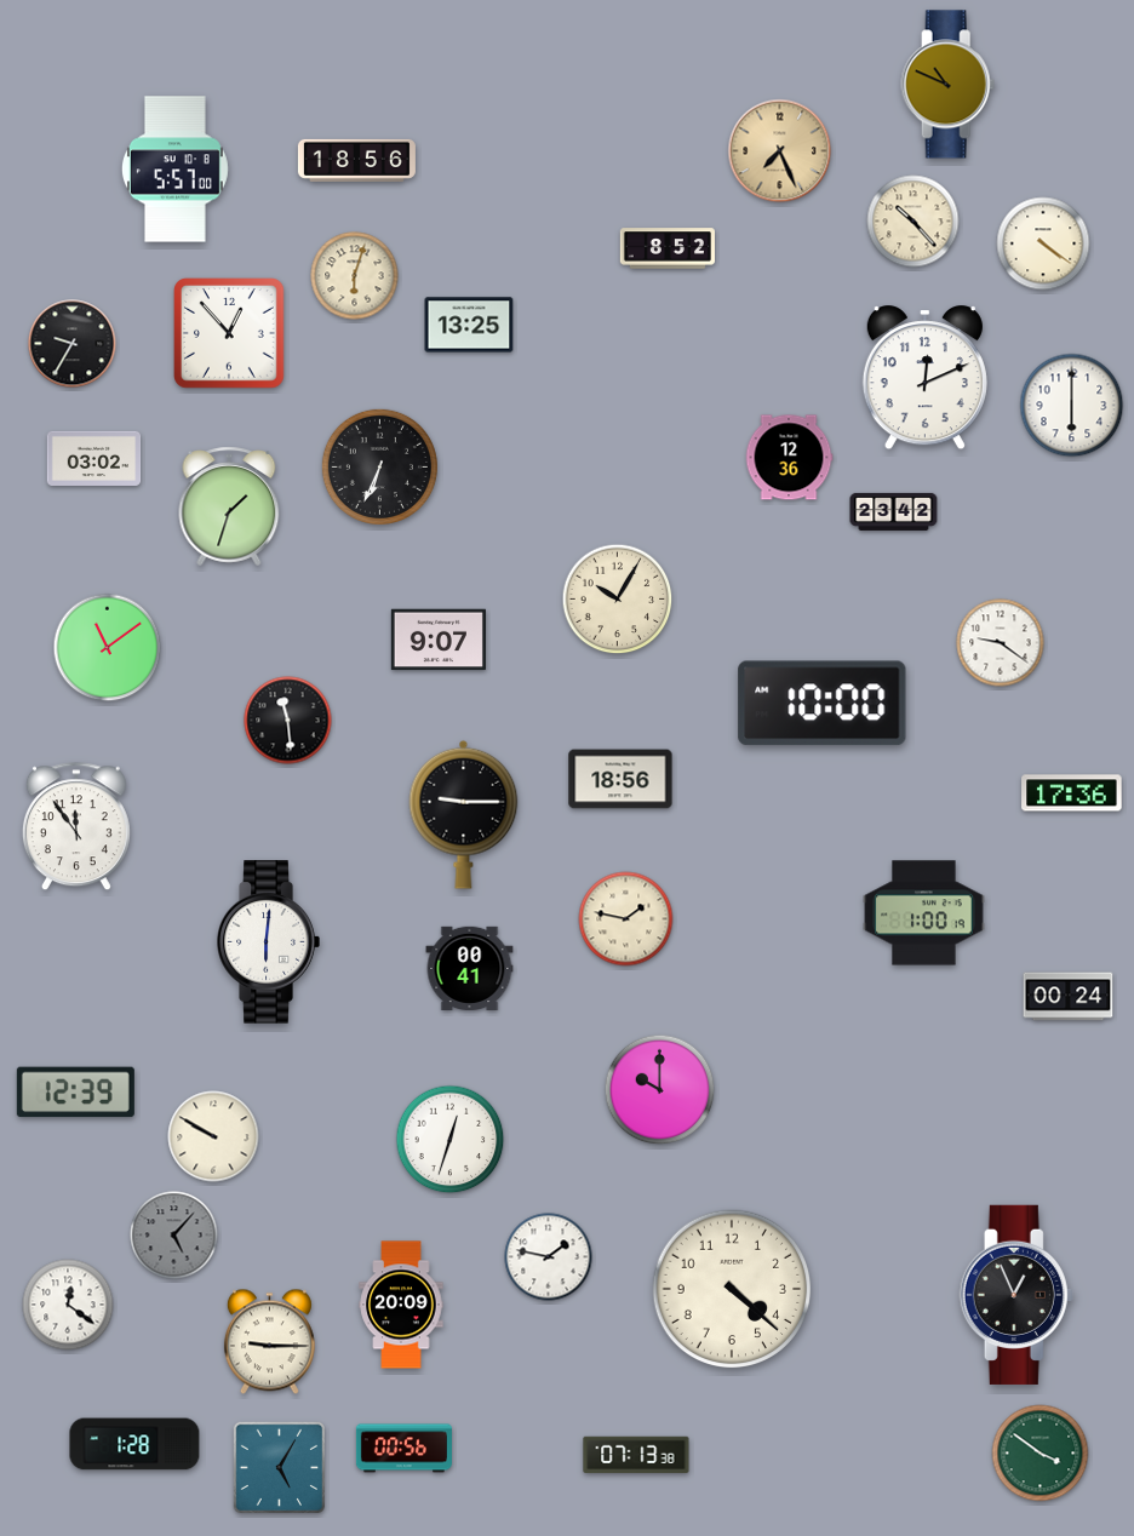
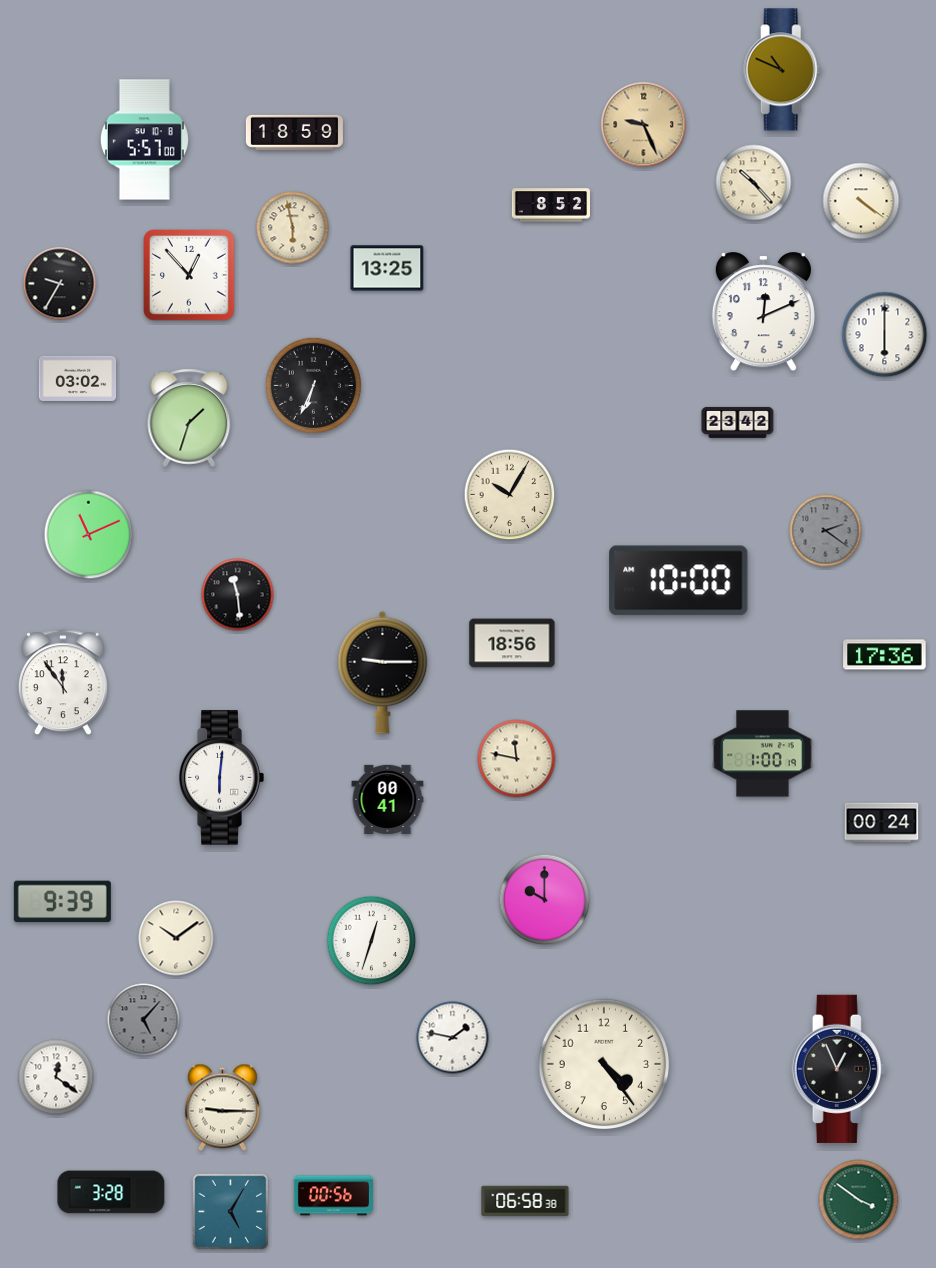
clock at (780, 151): 7:26 -> 9:26
clock at (356, 160): 18:56 -> 18:59
clock at (355, 276): 6:03 -> 5:58
clock at (789, 458): 12:36 -> none
clock at (439, 640): 9:07 -> none
clock at (1001, 643): 9:21 -> 2:21
clock at (1001, 643) dial: white -> grey
clock at (108, 648): 11:09 -> 11:11
clock at (626, 919): 1:47 -> 11:47
clock at (75, 1093): 12:39 -> 9:39
clock at (213, 1136): 9:50 -> 10:09
clock at (732, 1289): 4:22 -> 4:24
clock at (401, 1305): 20:09 -> none
clock at (134, 1444): 1:28 -> 3:28
clock at (636, 1455): 07:13 -> 06:58
